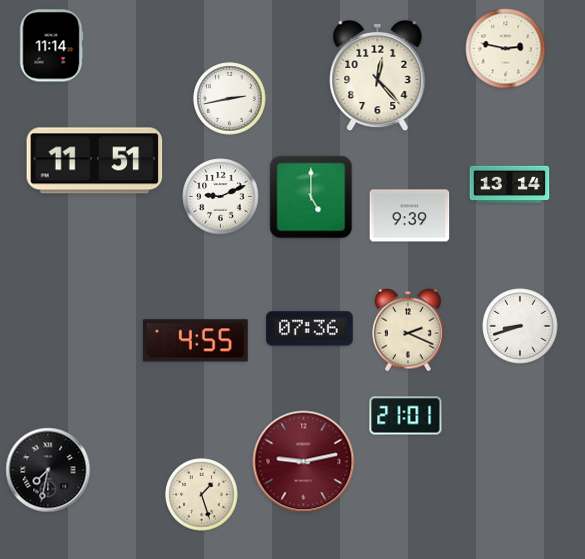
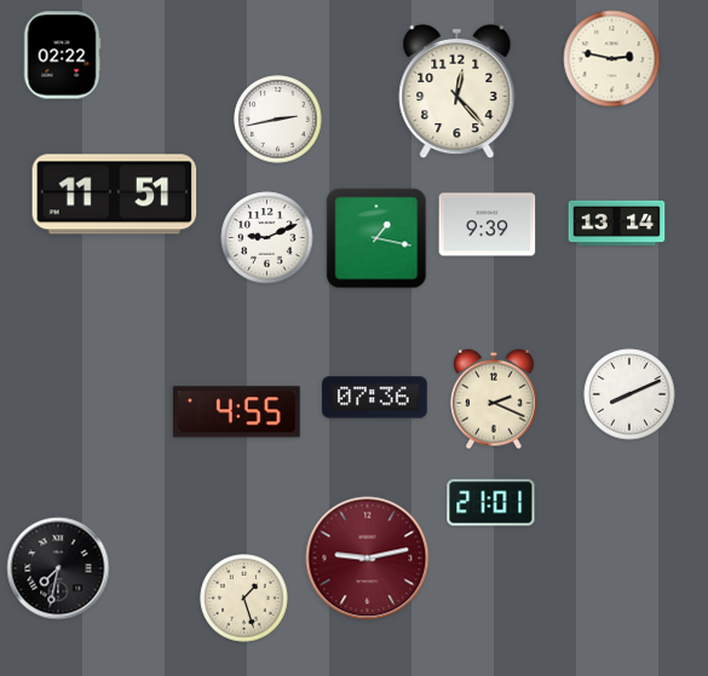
clock at (51, 46): 11:14 -> 02:22
clock at (311, 197): 5:00 -> 1:17
clock at (410, 216) position: (410, 216) -> (488, 225)
clock at (520, 326): 8:42 -> 8:11
